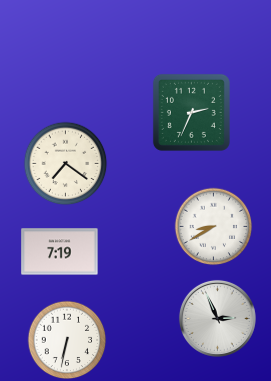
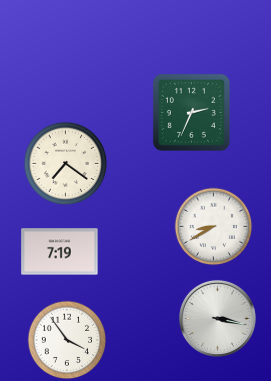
clock at (217, 318): 2:56 -> 3:17
clock at (67, 340): 6:32 -> 3:54
